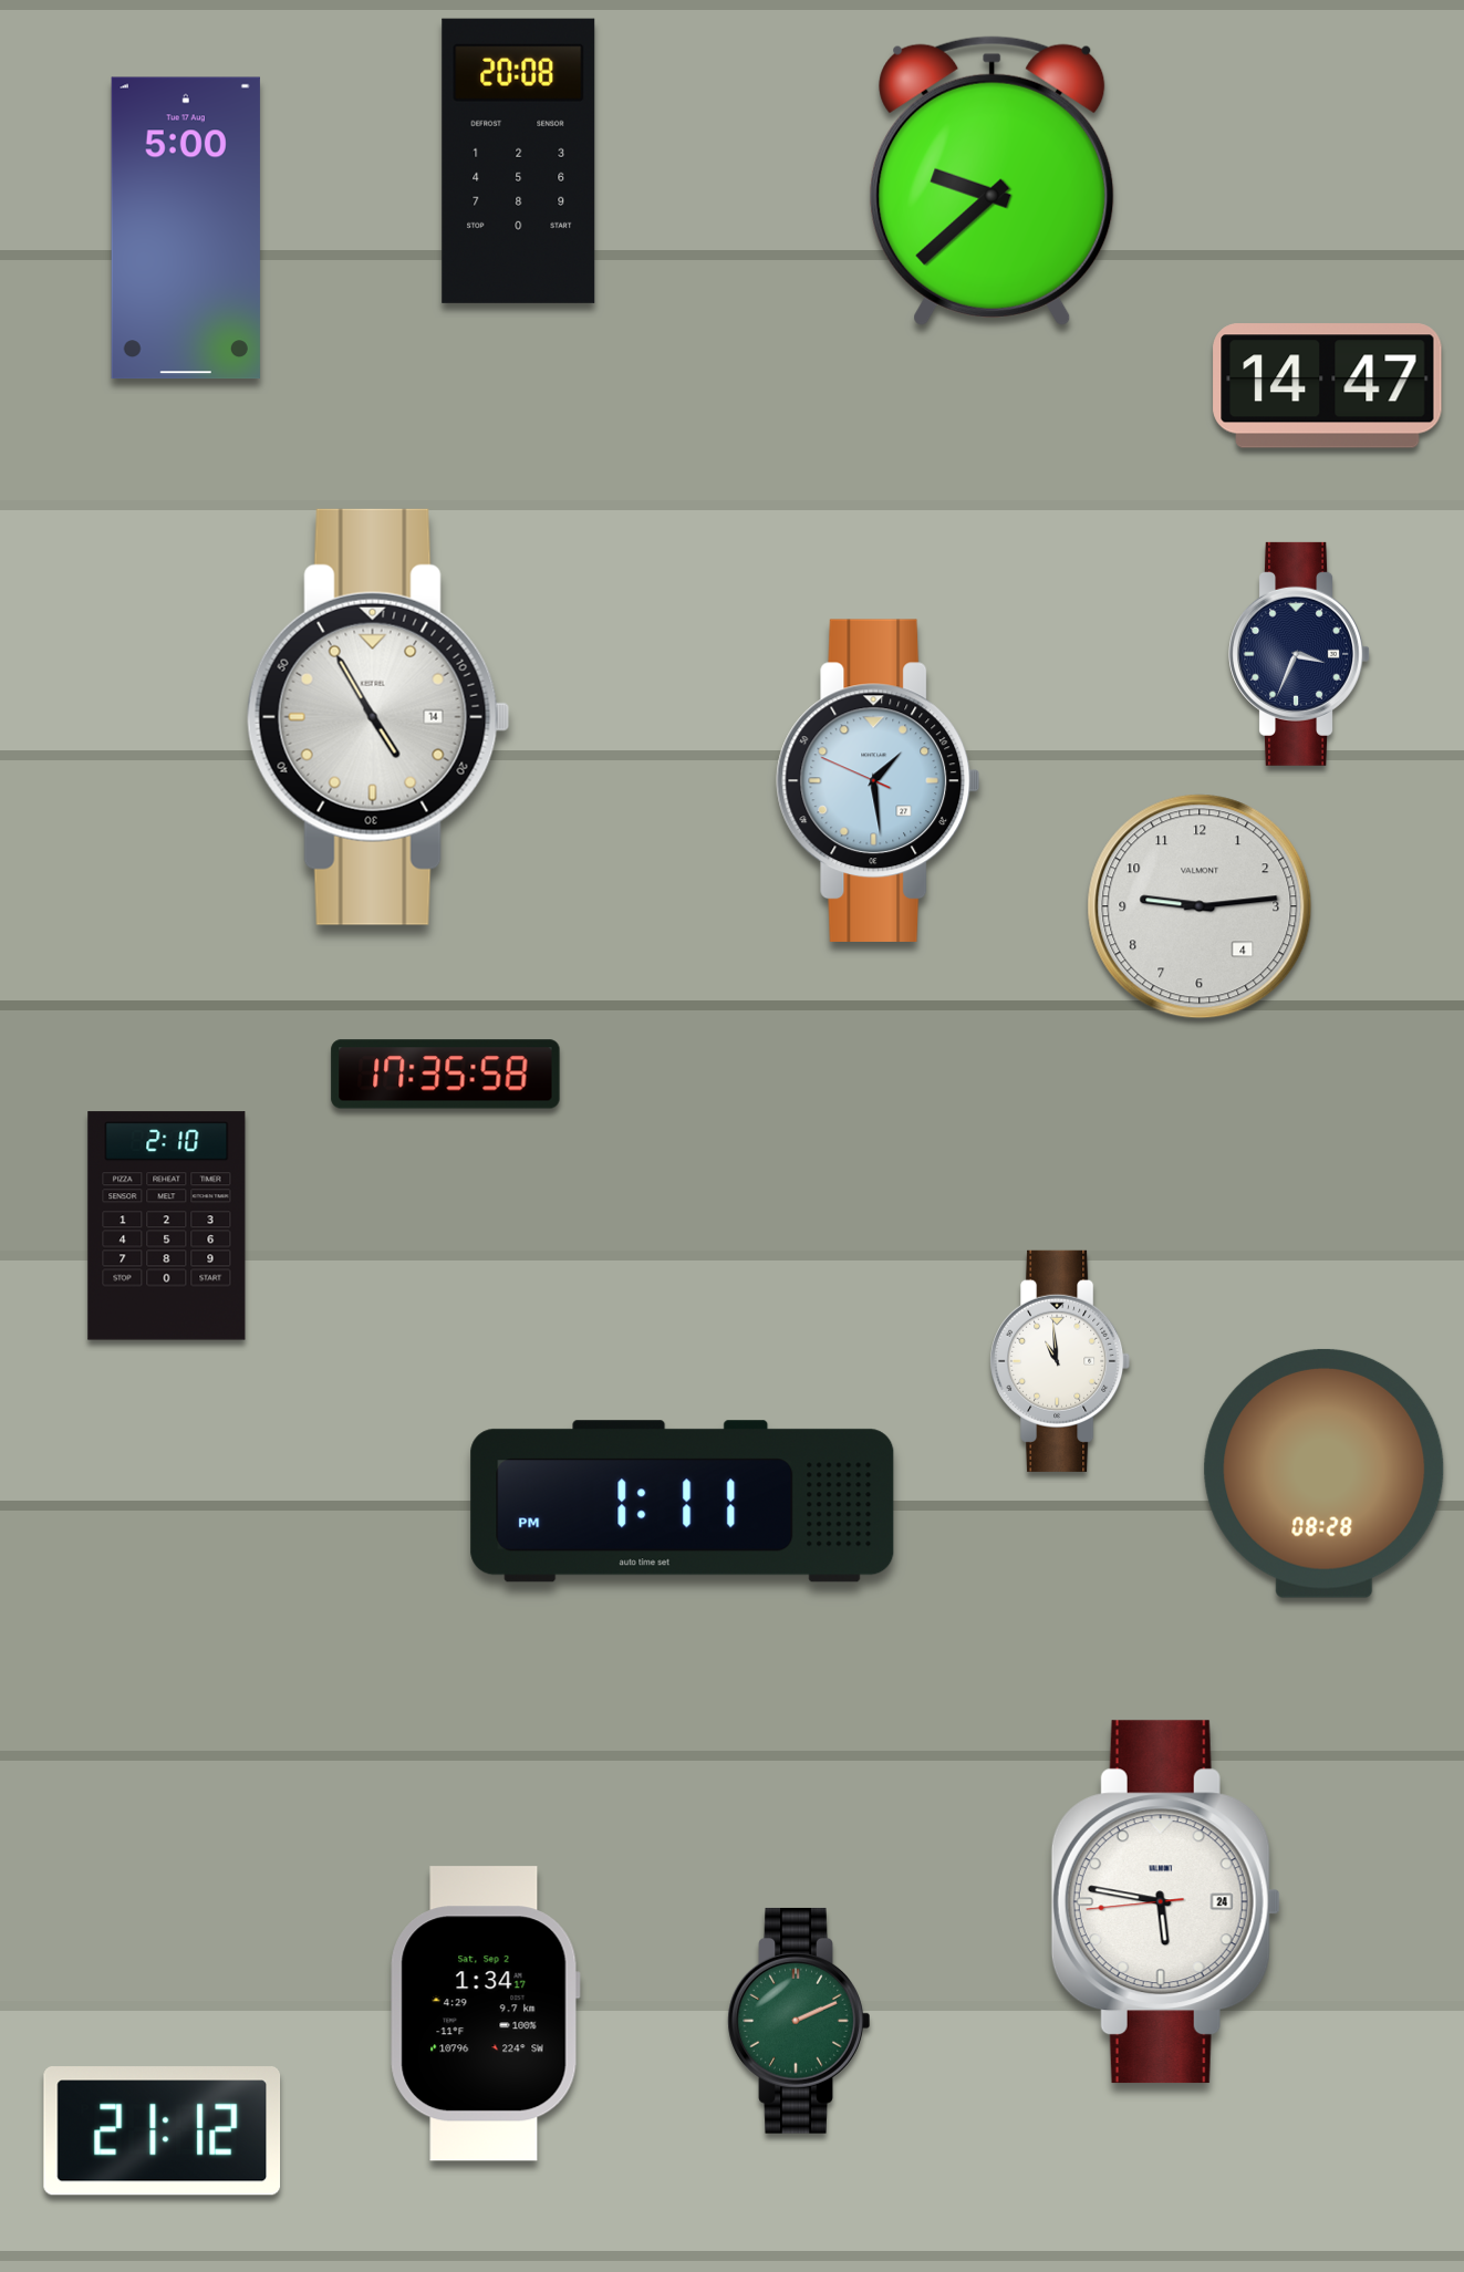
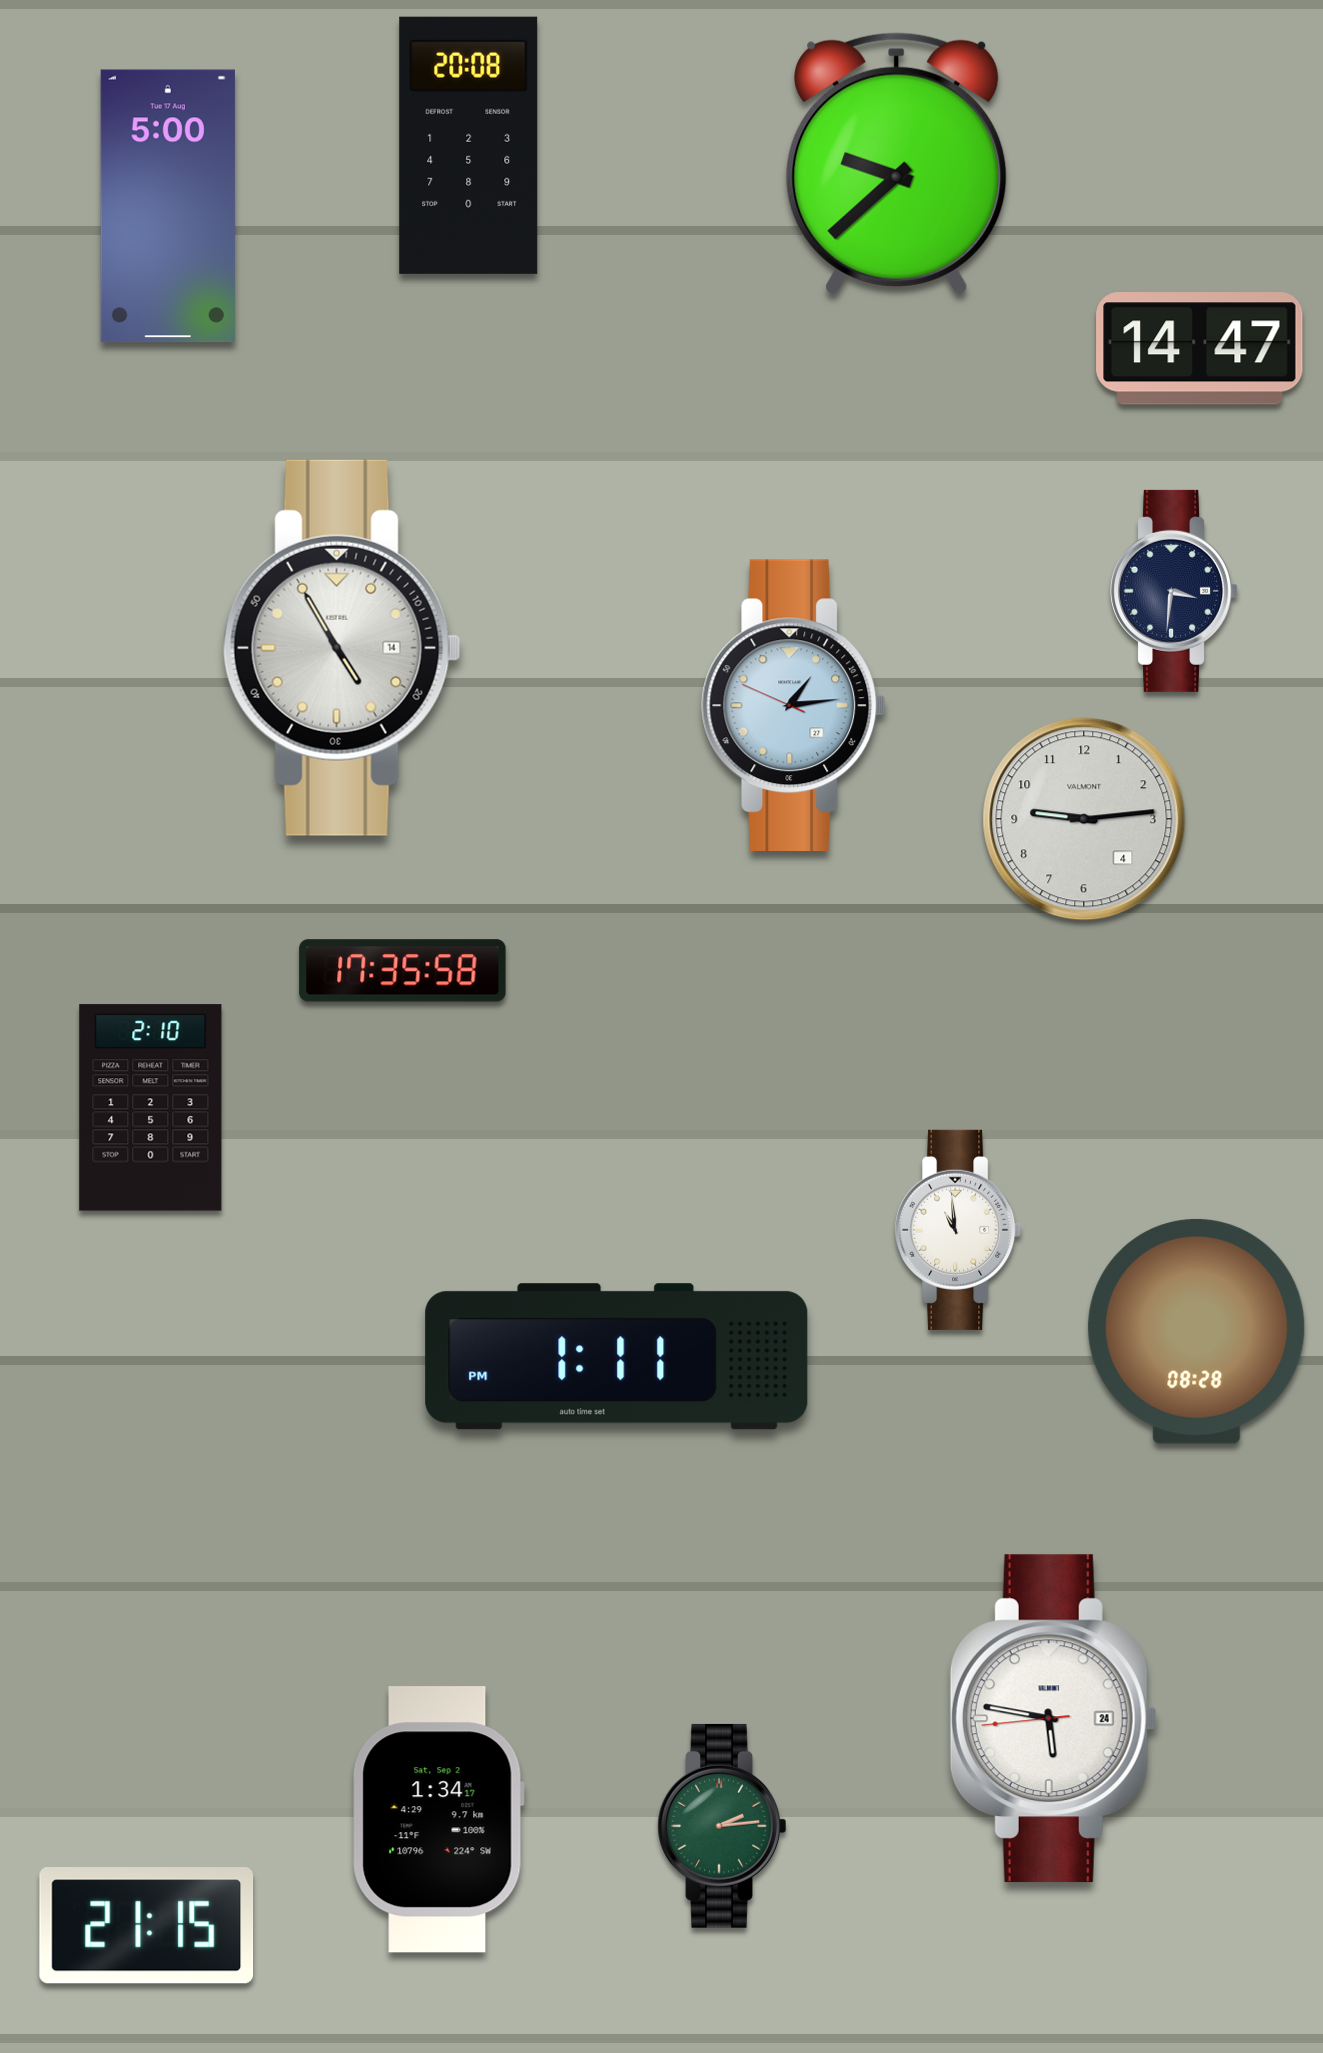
clock at (1300, 654): 3:34 -> 3:31
clock at (879, 780): 1:28 -> 1:13
clock at (799, 2021): 2:11 -> 2:14
clock at (163, 2131): 21:12 -> 21:15
